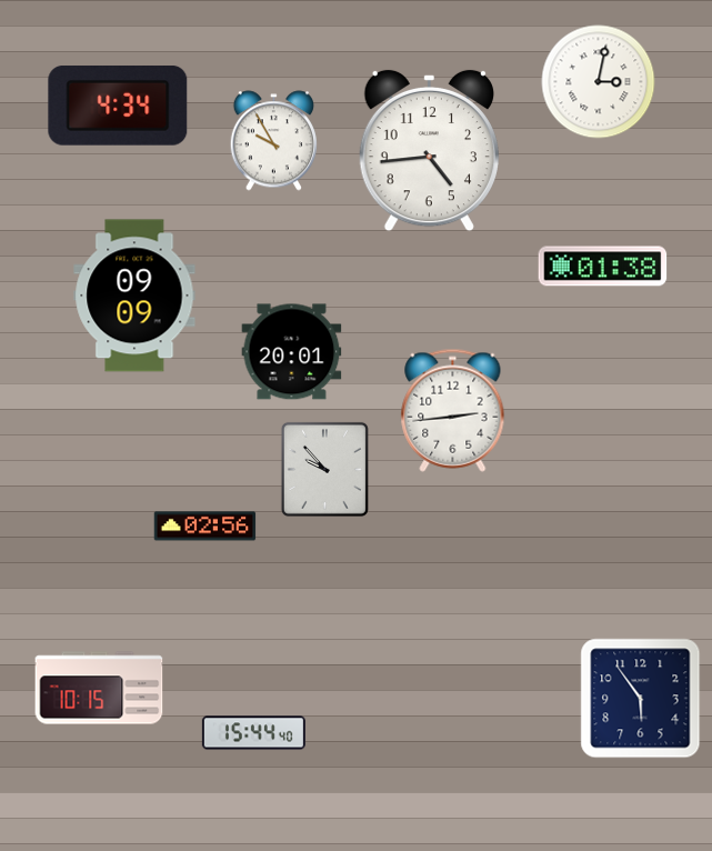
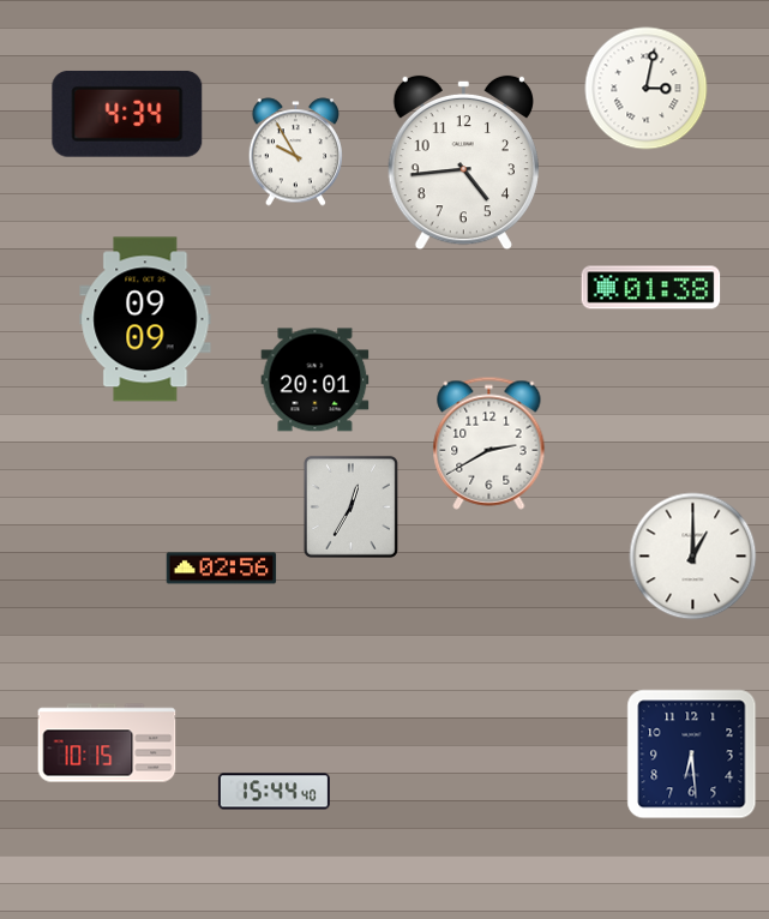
clock at (453, 410): 2:44 -> 2:40
clock at (324, 469): 9:53 -> 12:35
clock at (693, 557): none -> 1:00
clock at (641, 699): 5:54 -> 6:29
